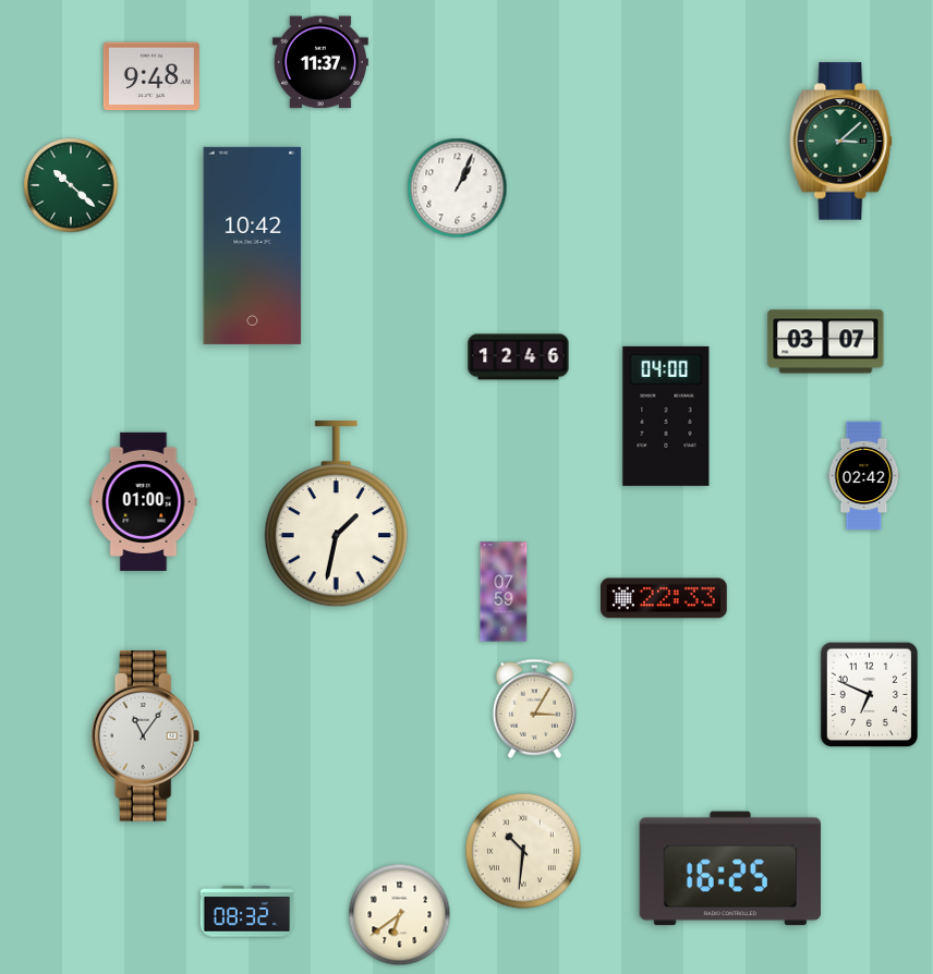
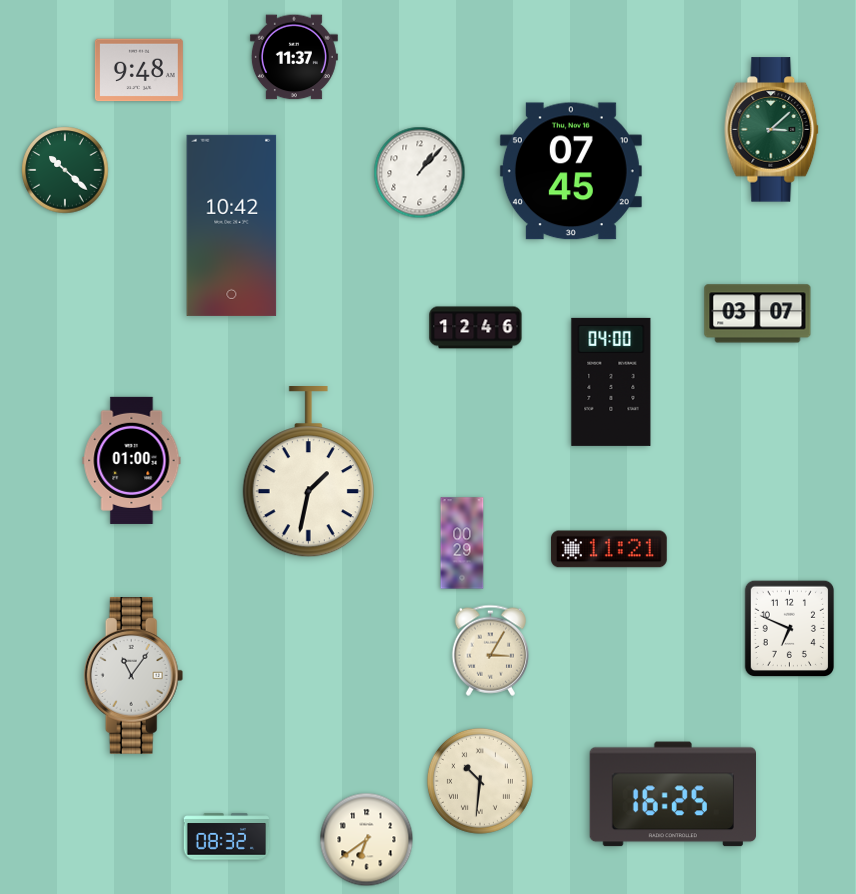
clock at (571, 171): none -> 07:45
clock at (458, 188): 1:04 -> 1:07
clock at (864, 476): 02:42 -> none
clock at (504, 592): 07:59 -> 00:29
clock at (664, 598): 22:33 -> 11:21
clock at (869, 695) position: (869, 695) -> (789, 629)
clock at (729, 868) position: (729, 868) -> (672, 794)
